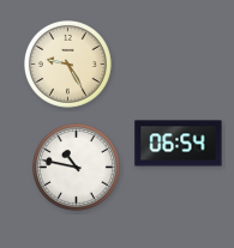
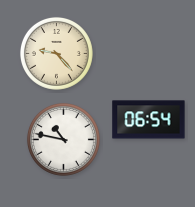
clock at (67, 63): 9:25 -> 9:23
